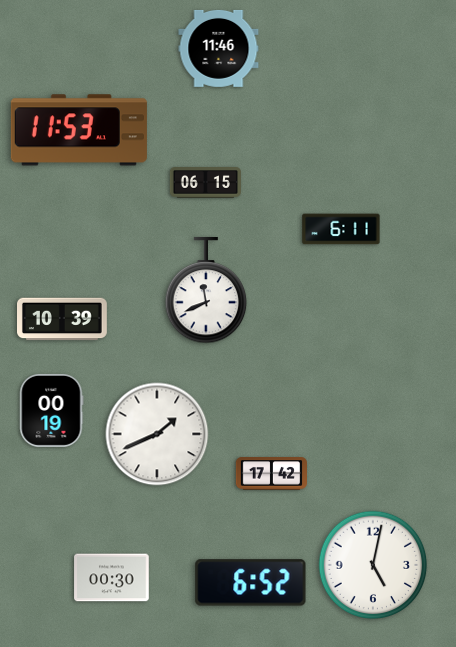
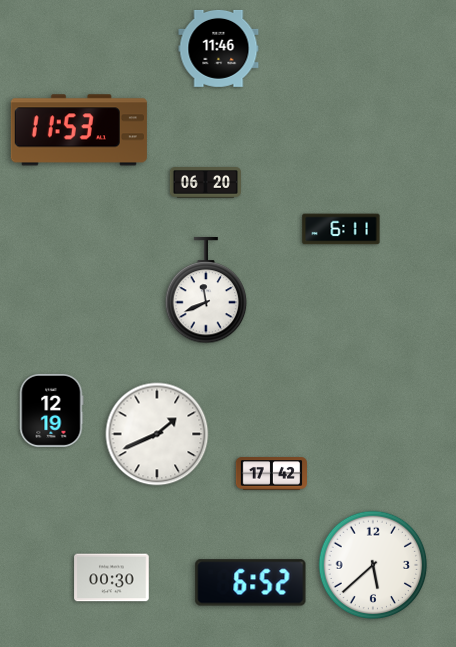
clock at (205, 183): 06:15 -> 06:20
clock at (63, 319): 10:39 -> none
clock at (52, 410): 00:19 -> 12:19
clock at (373, 565): 5:02 -> 5:38
